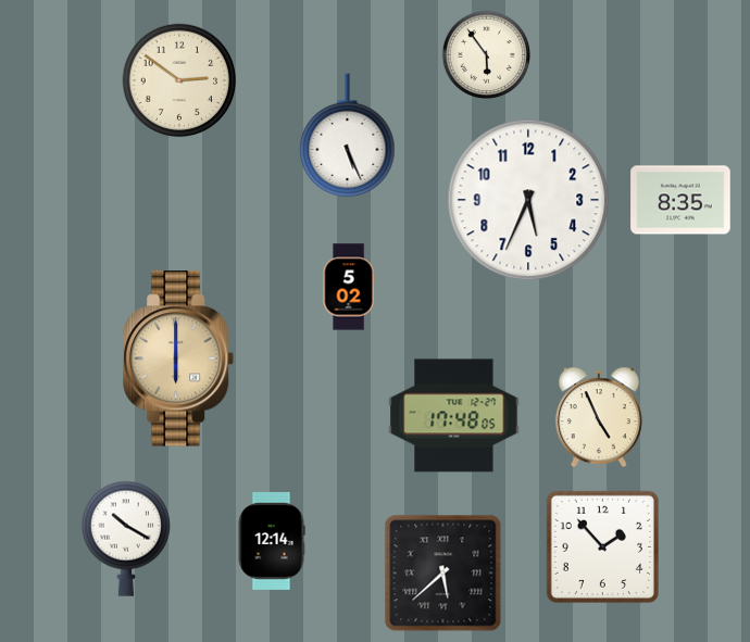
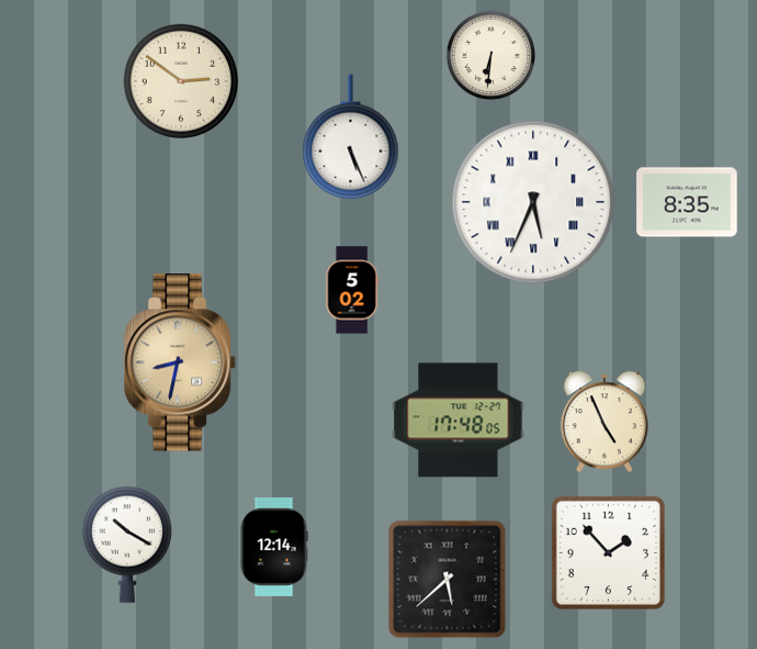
clock at (487, 55): 5:54 -> 6:31
clock at (528, 200) numerals: Arabic -> Roman
clock at (179, 358): 6:00 -> 8:32
